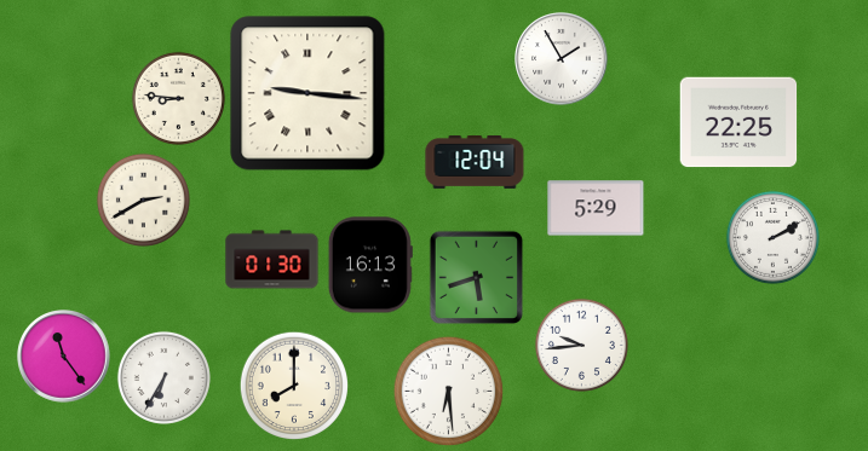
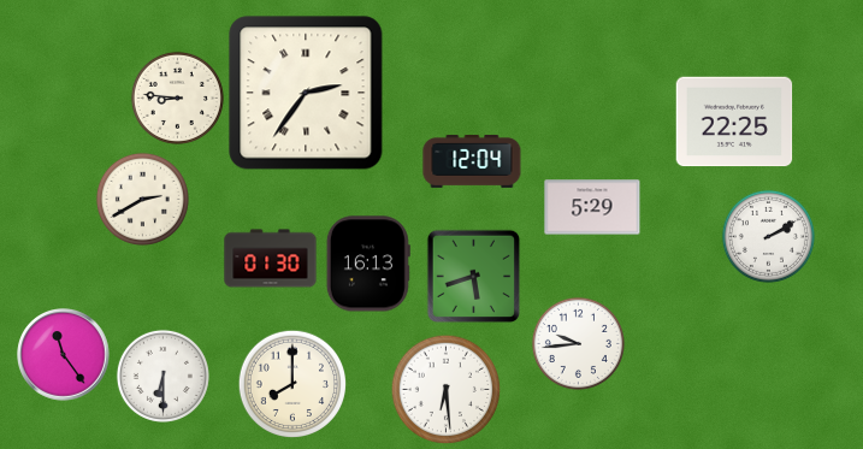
clock at (562, 59): 1:55 -> none
clock at (307, 93): 9:16 -> 2:36
clock at (163, 377): 6:35 -> 6:30
